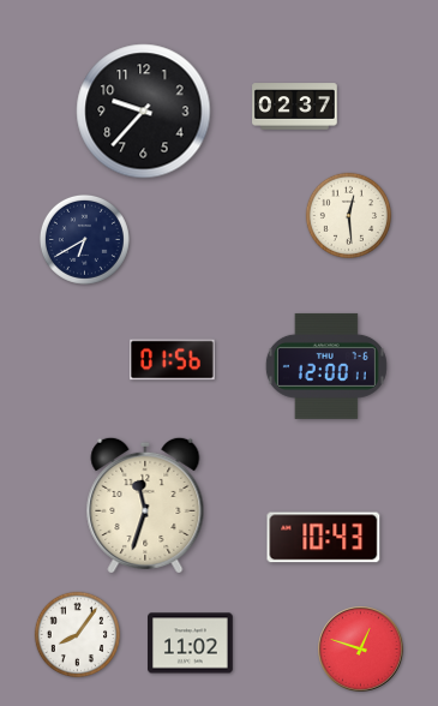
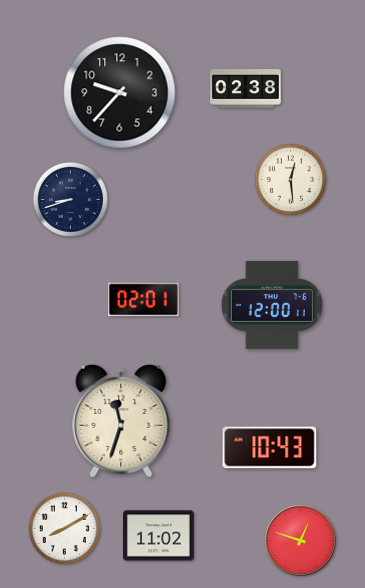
clock at (295, 107): 02:37 -> 02:38
clock at (84, 239): 6:40 -> 8:42
clock at (173, 360): 01:56 -> 02:01
clock at (78, 635): 8:06 -> 8:10
